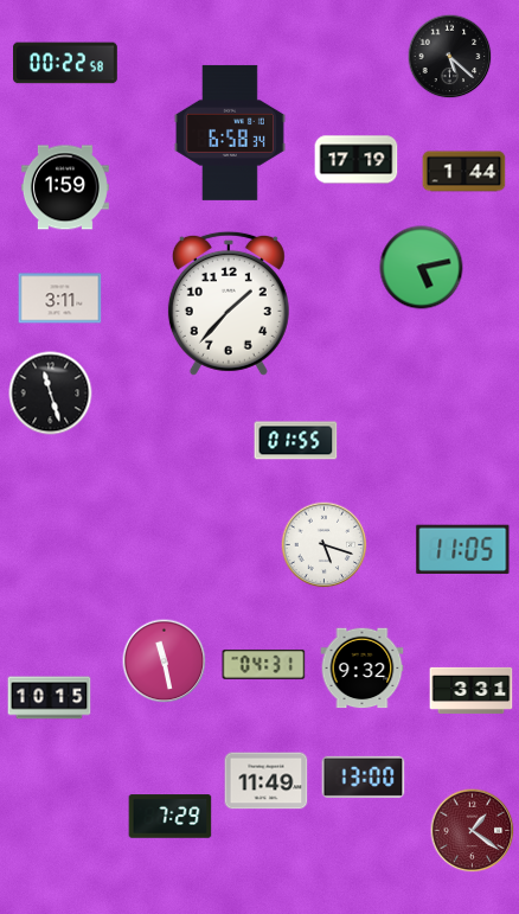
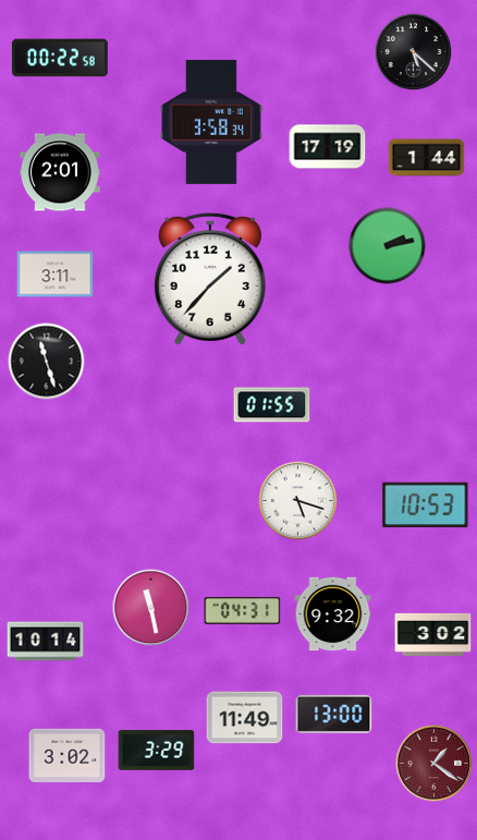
clock at (230, 133): 6:58 -> 3:58
clock at (65, 187): 1:59 -> 2:01
clock at (422, 268): 5:13 -> 2:13
clock at (463, 549): 11:05 -> 10:53
clock at (472, 690): 3:31 -> 3:02
clock at (50, 698): 10:15 -> 10:14
clock at (171, 817): 7:29 -> 3:29
clock at (68, 756): none -> 3:02
